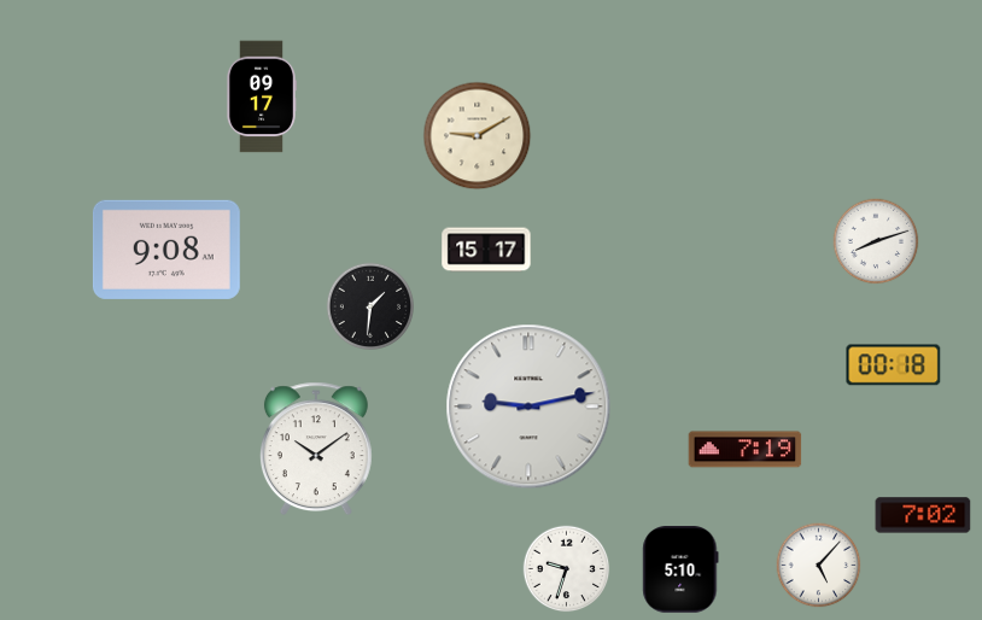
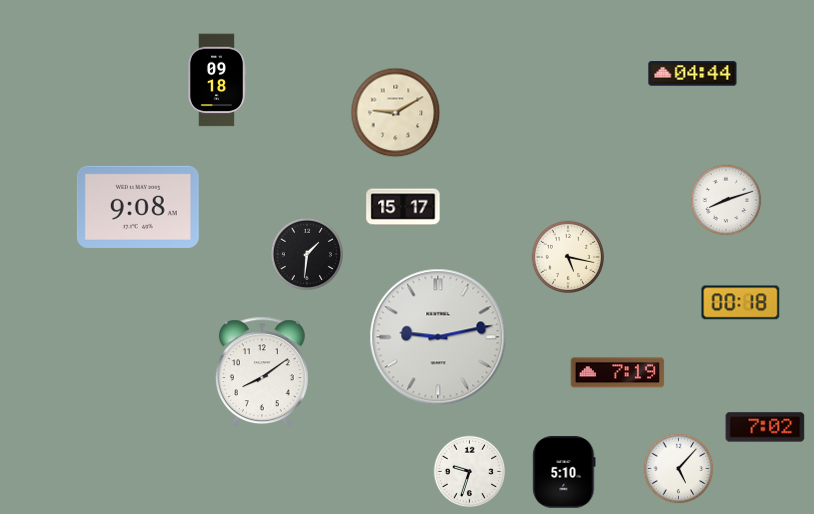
clock at (693, 74): none -> 04:44
clock at (261, 96): 09:17 -> 09:18
clock at (568, 257): none -> 5:17
clock at (316, 449): 10:09 -> 8:09
